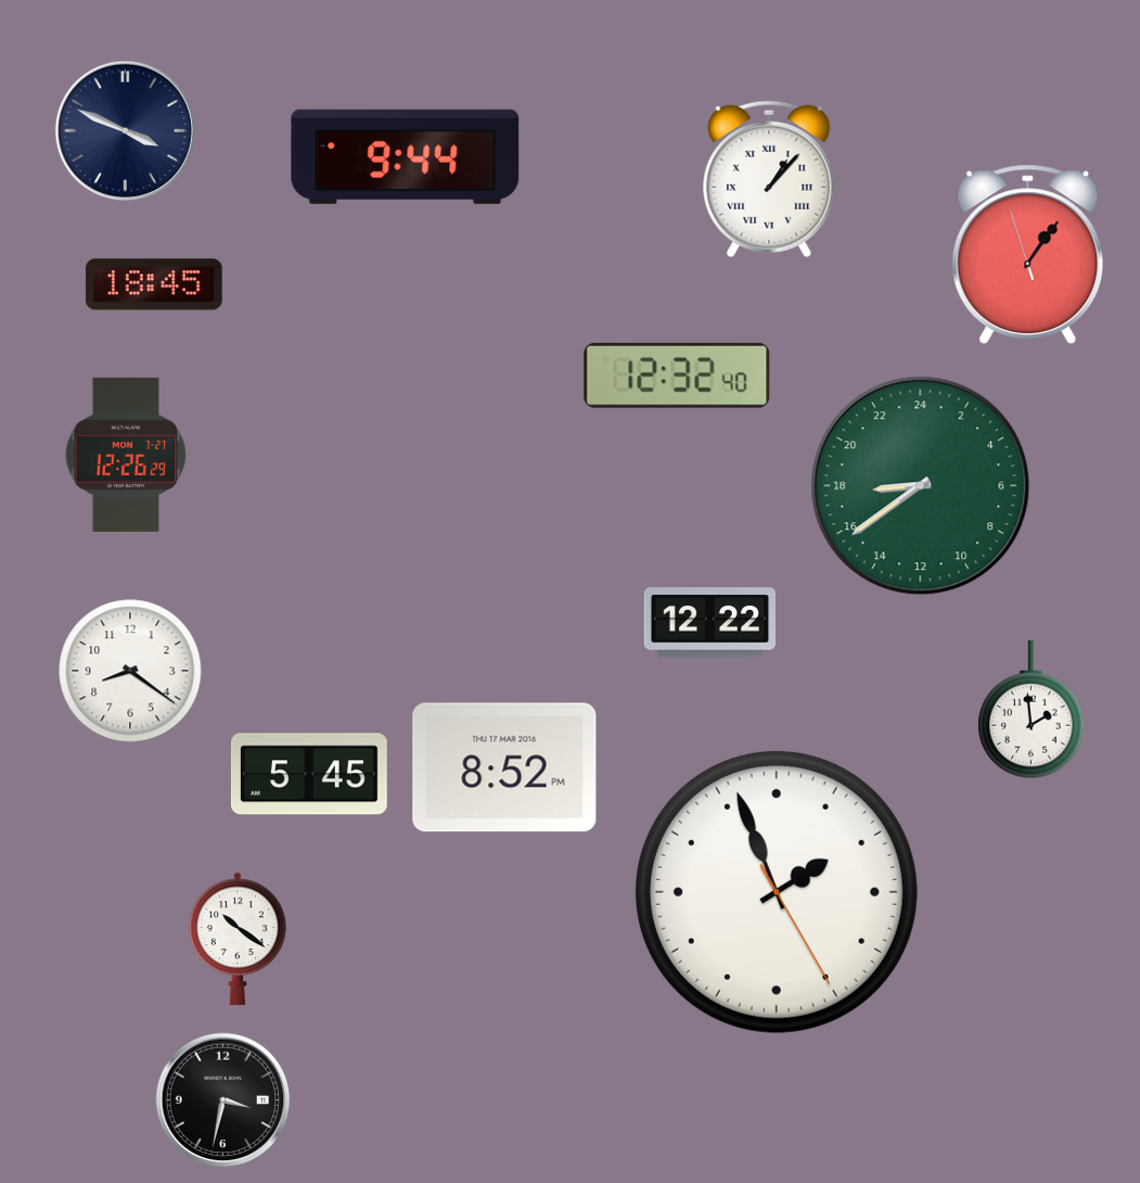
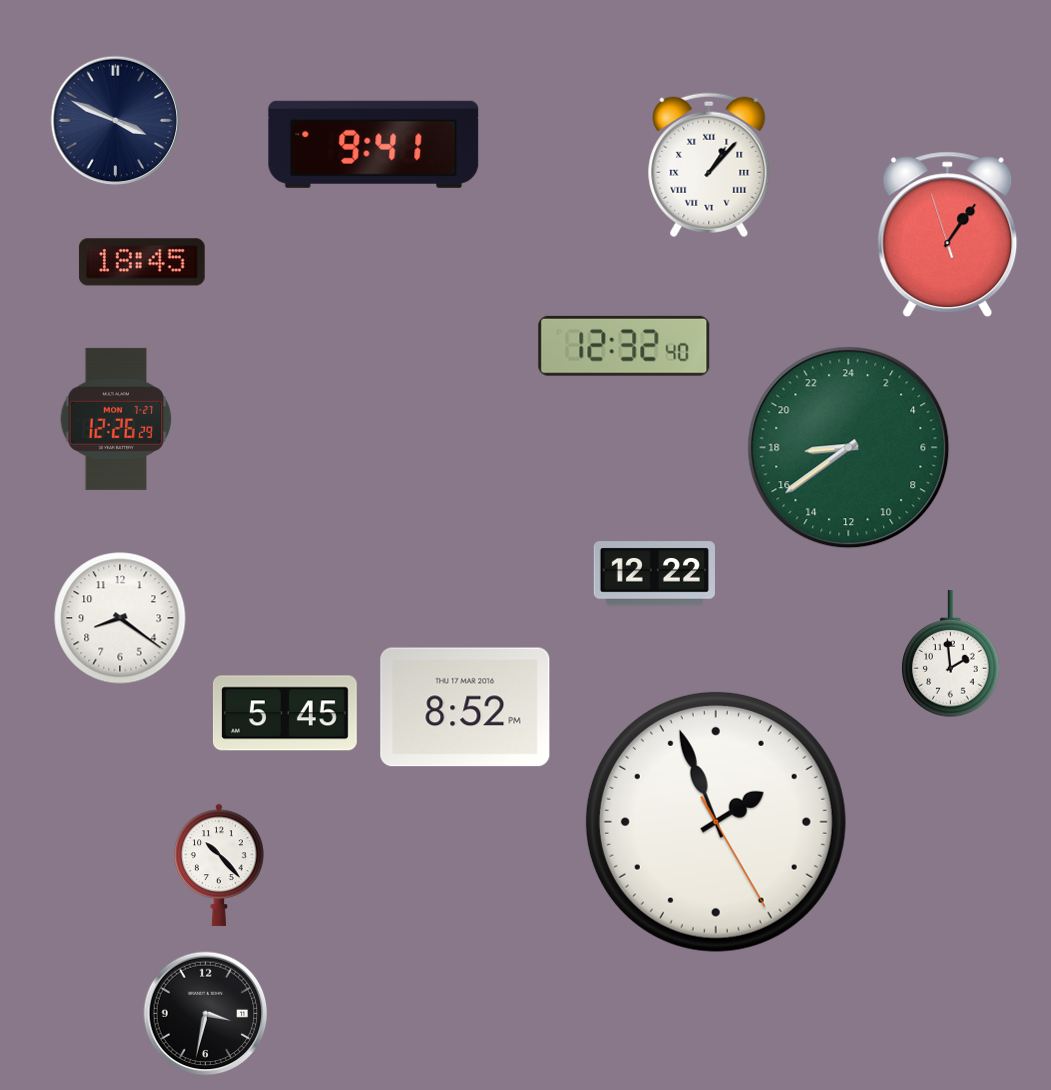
clock at (406, 156): 9:44 -> 9:41
clock at (238, 939): 10:21 -> 10:23
